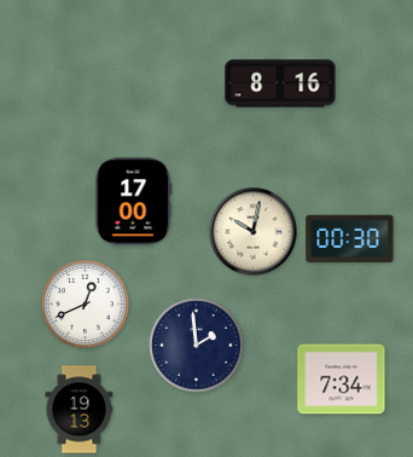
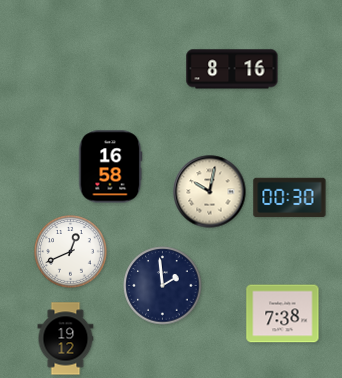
clock at (133, 202): 17:00 -> 16:58
clock at (342, 380): 7:34 -> 7:38
clock at (80, 410): 19:13 -> 19:12
